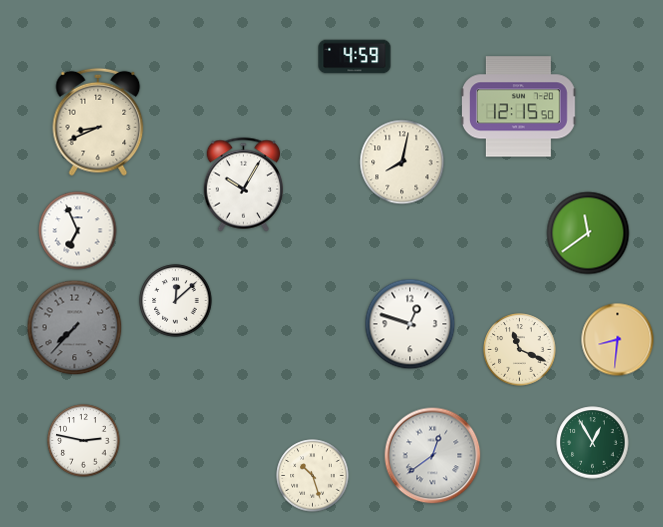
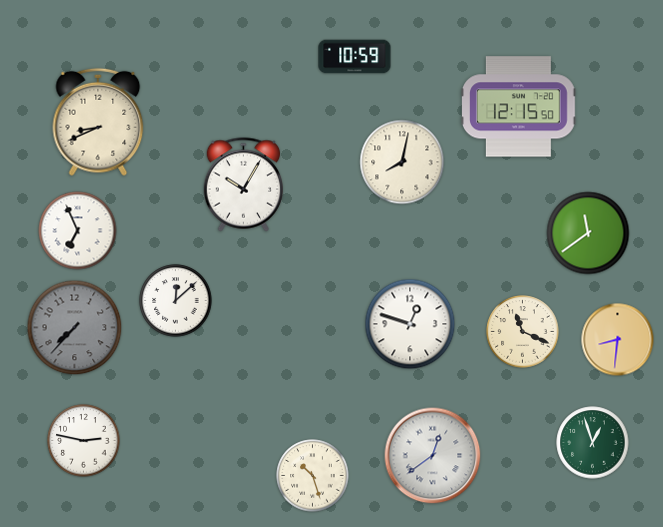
clock at (355, 57): 4:59 -> 10:59
clock at (520, 350) position: (520, 350) -> (523, 332)
clock at (593, 443): 12:55 -> 12:57
